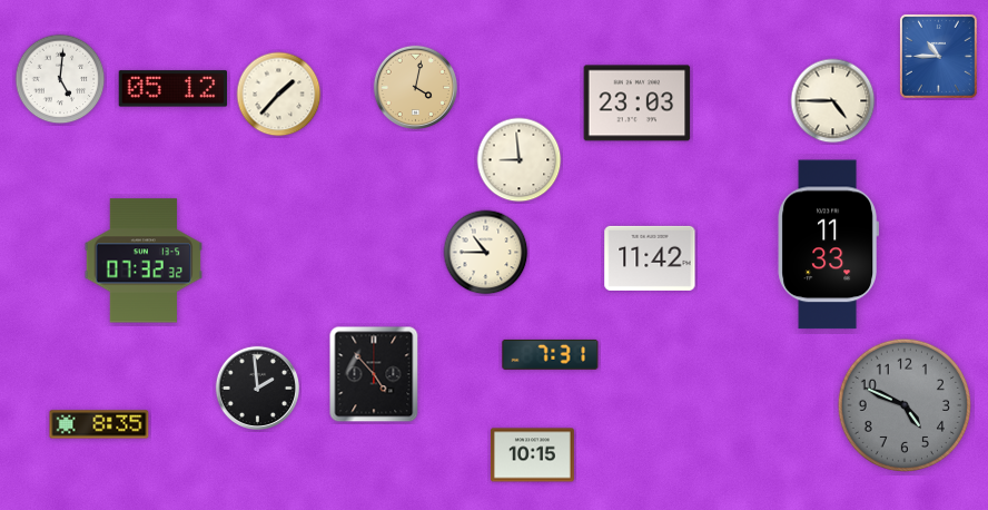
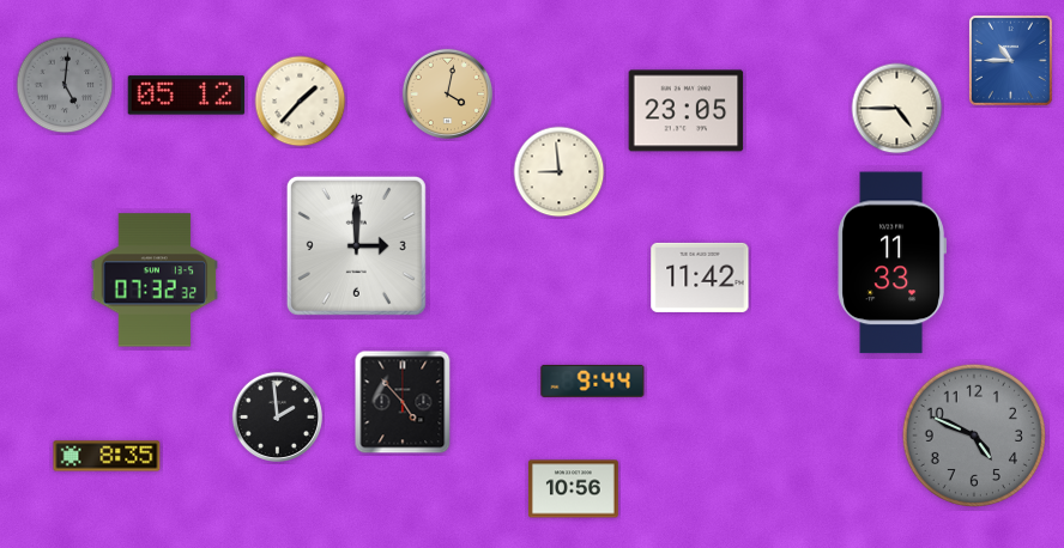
clock at (60, 79) dial: white -> grey
clock at (638, 104): 23:03 -> 23:05
clock at (356, 245): none -> 3:00
clock at (486, 253): 10:45 -> none
clock at (551, 354): 7:31 -> 9:44
clock at (532, 455): 10:15 -> 10:56
